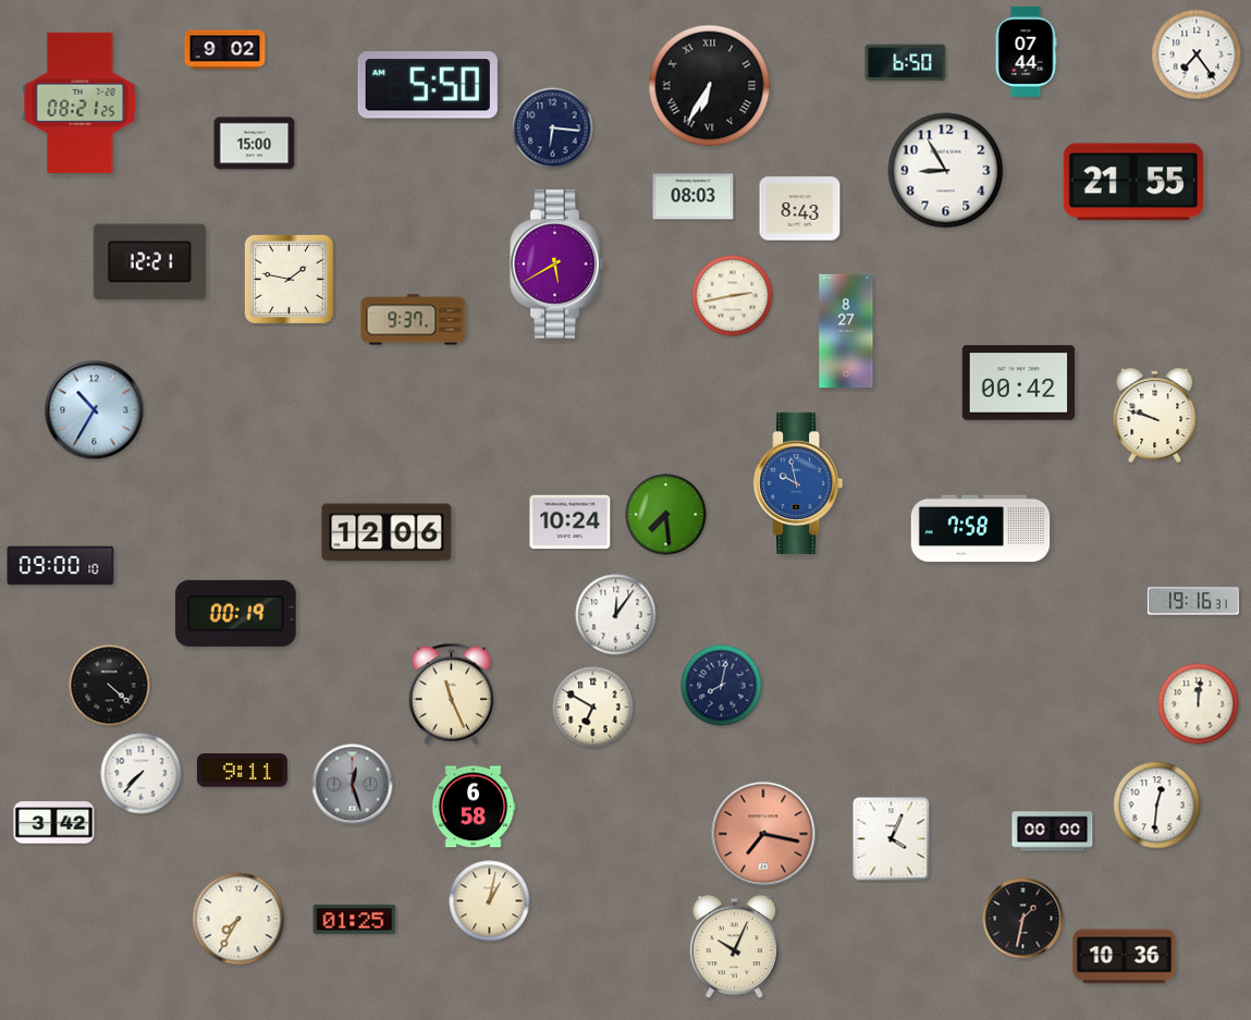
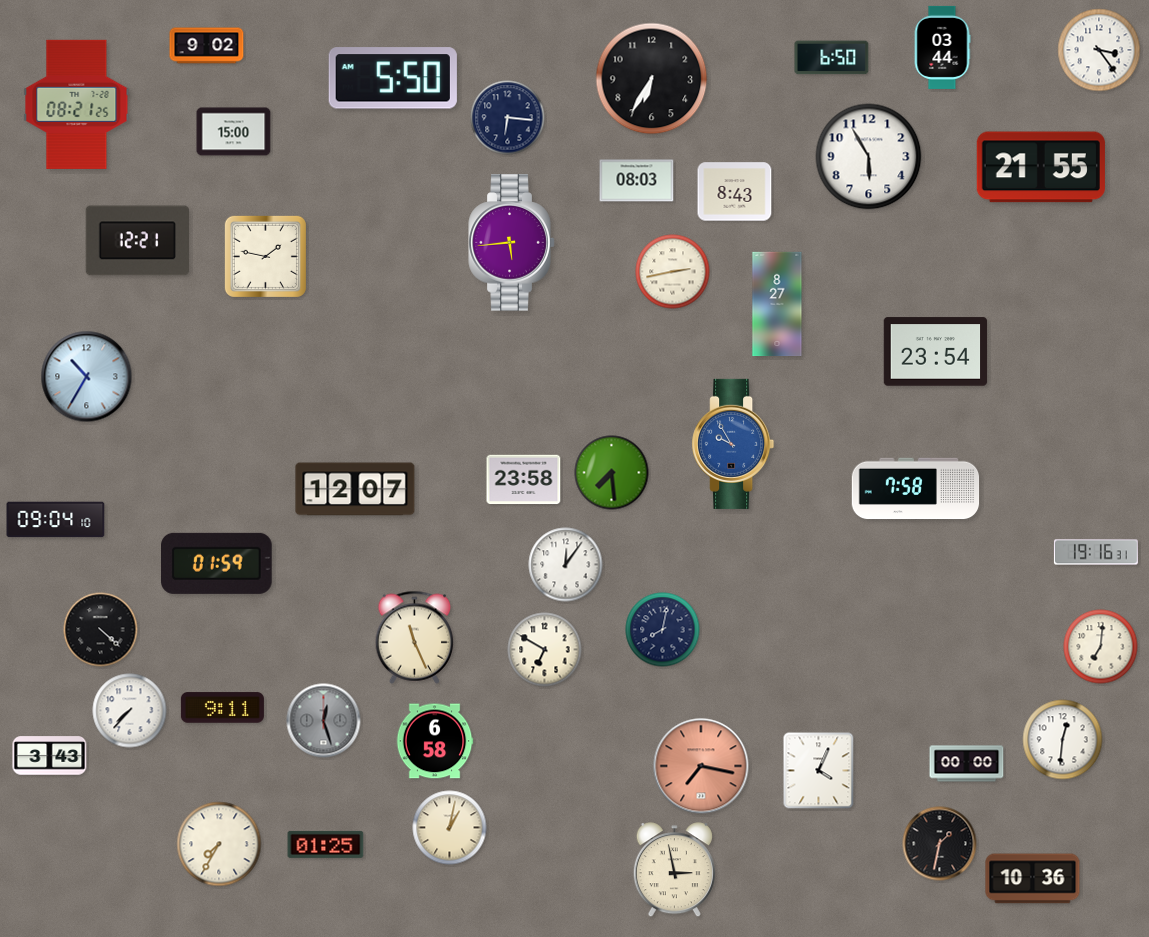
clock at (1026, 51): 07:44 -> 03:44
clock at (1197, 54): 7:24 -> 3:24
clock at (710, 86) numerals: Roman -> Arabic
clock at (81, 102) position: (81, 102) -> (77, 104)
clock at (946, 171): 8:55 -> 5:55
clock at (557, 265): 5:40 -> 5:44
clock at (414, 320): 9:37 -> none
clock at (1019, 383): 00:42 -> 23:54
clock at (1155, 415): 9:48 -> none
clock at (798, 483): 9:58 -> 9:55
clock at (571, 523): 10:24 -> 23:58
clock at (981, 529) position: (981, 529) -> (916, 489)
clock at (387, 532): 12:06 -> 12:07
clock at (61, 566): 09:00 -> 09:04
clock at (236, 613): 00:19 -> 01:59
clock at (1199, 704): 12:01 -> 7:01
clock at (54, 823): 3:42 -> 3:43
clock at (734, 947): 10:04 -> 2:58
